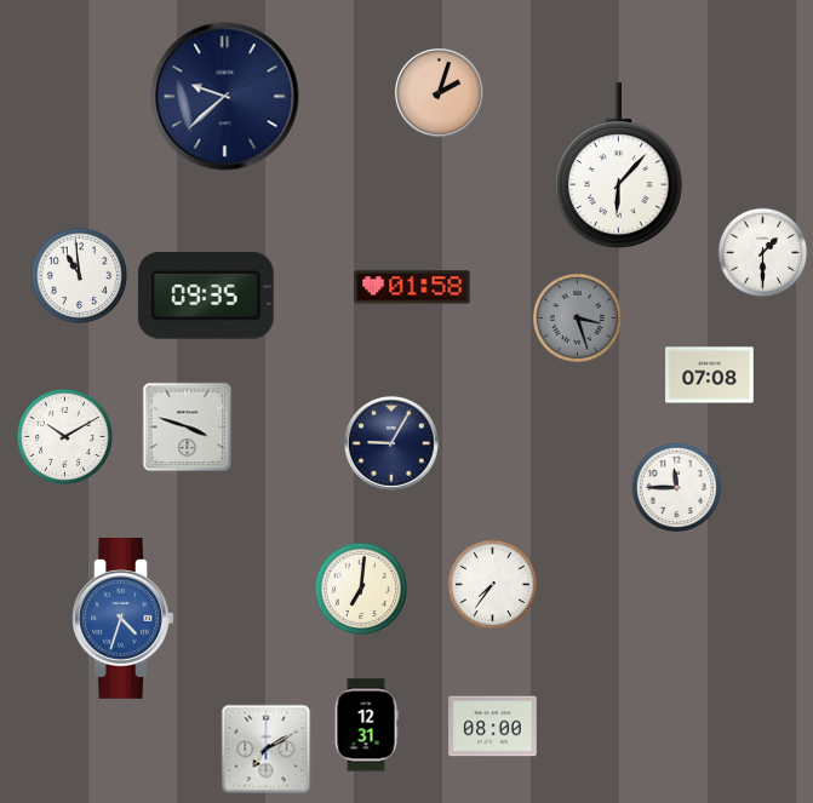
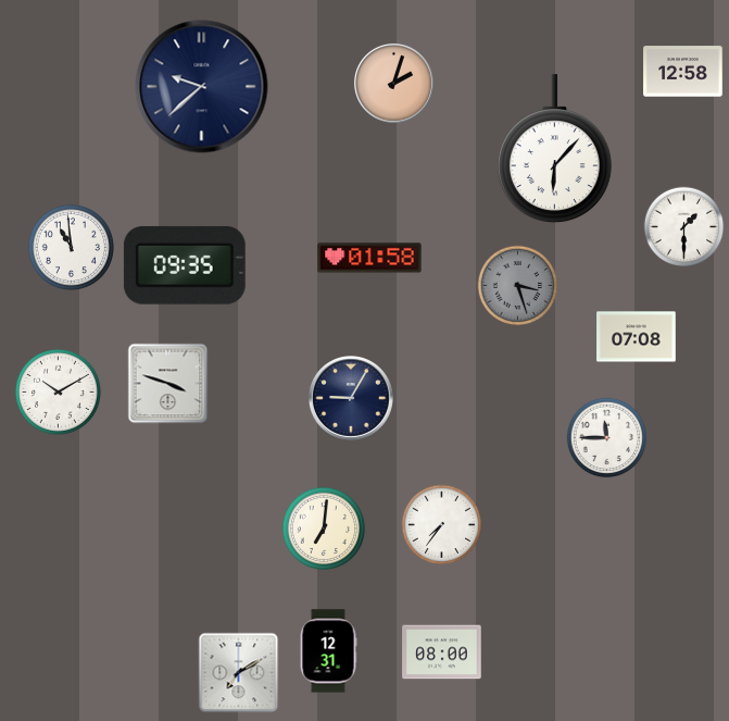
clock at (683, 72): none -> 12:58
clock at (124, 619): 4:33 -> none
